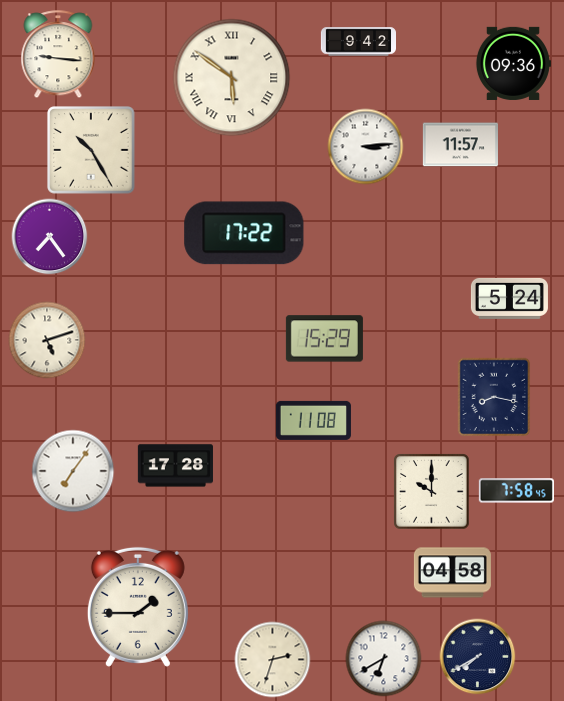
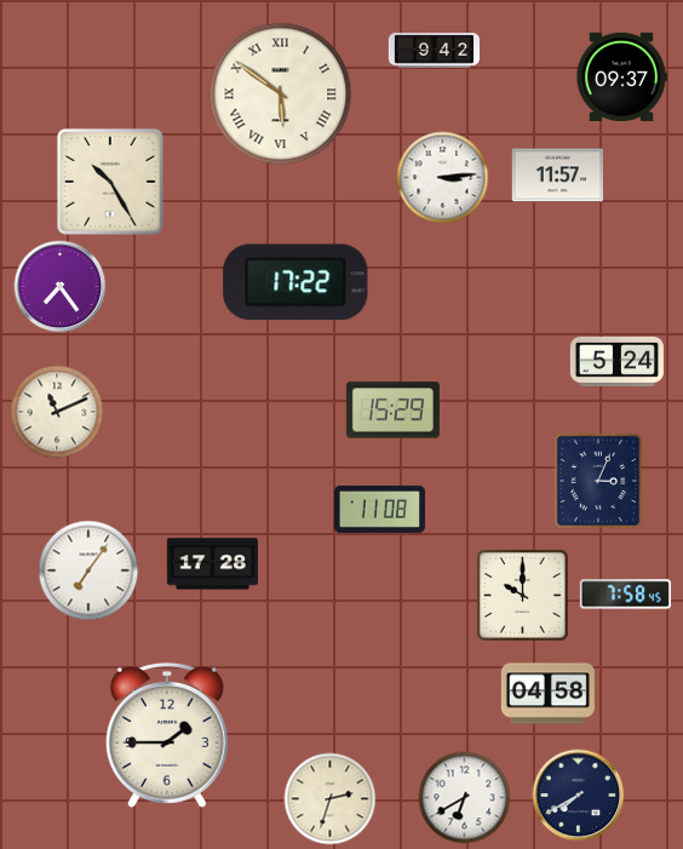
clock at (58, 55): 9:16 -> none
clock at (513, 63): 09:36 -> 09:37
clock at (47, 340): 5:12 -> 11:11
clock at (494, 397): 8:17 -> 3:04
